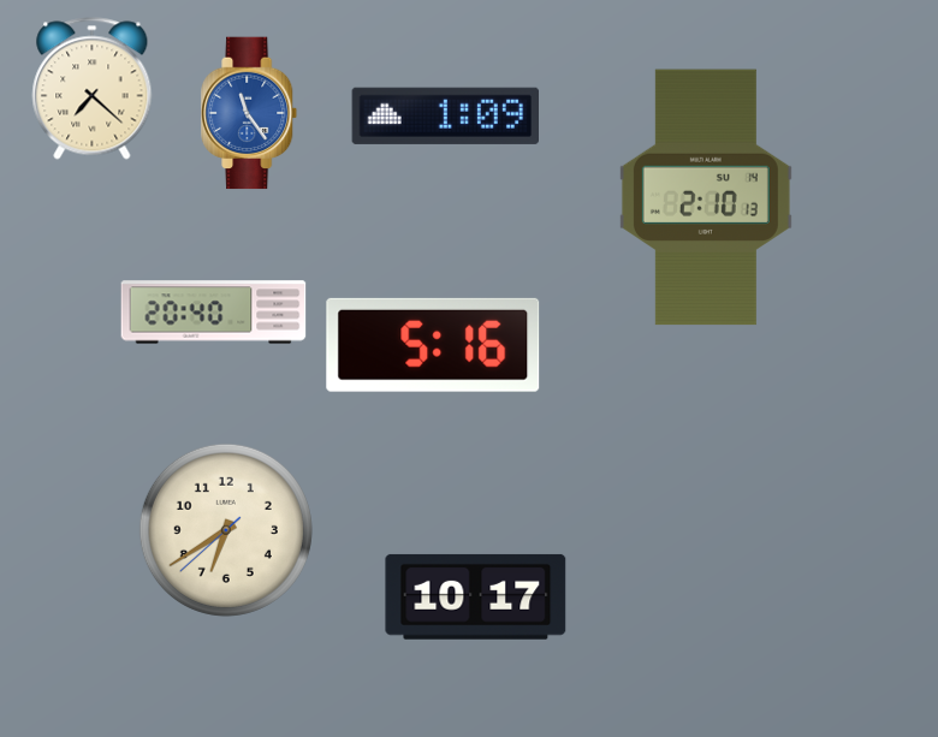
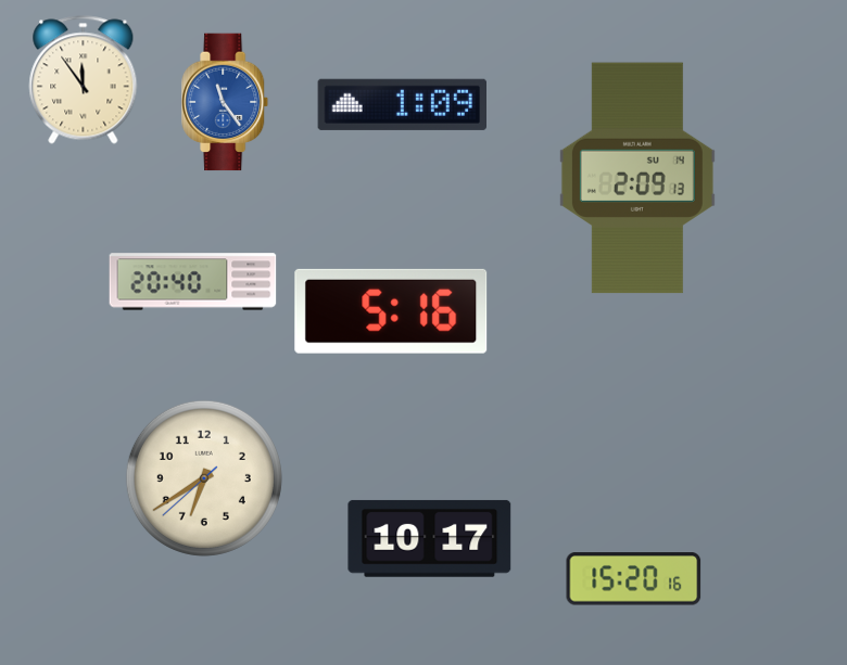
clock at (93, 89): 7:22 -> 11:54
clock at (706, 197): 2:10 -> 2:09
clock at (634, 579): none -> 15:20
